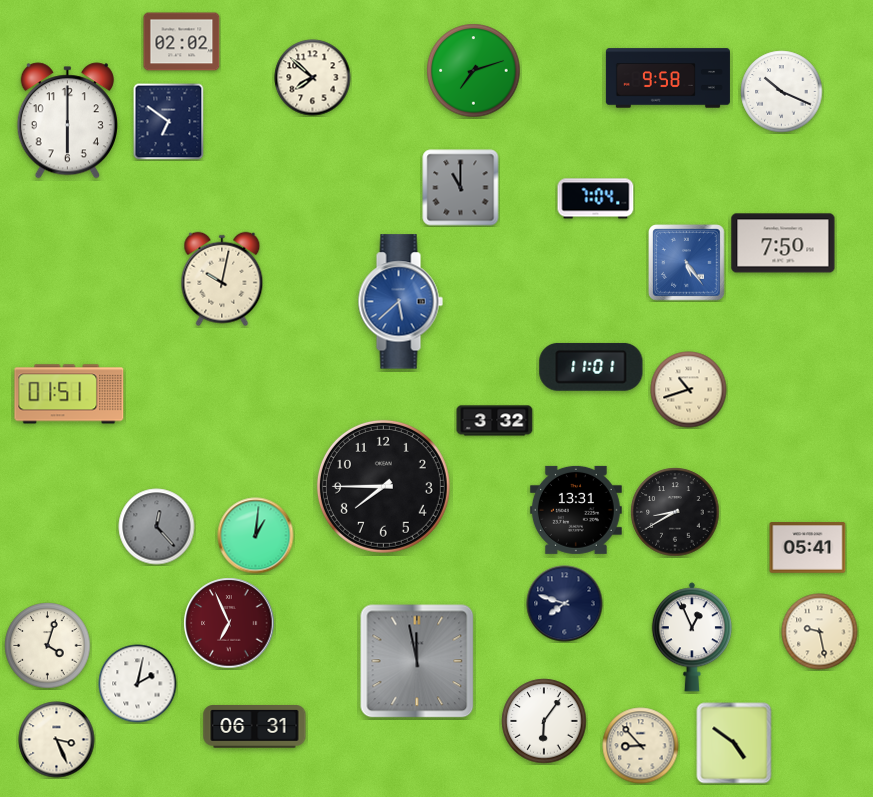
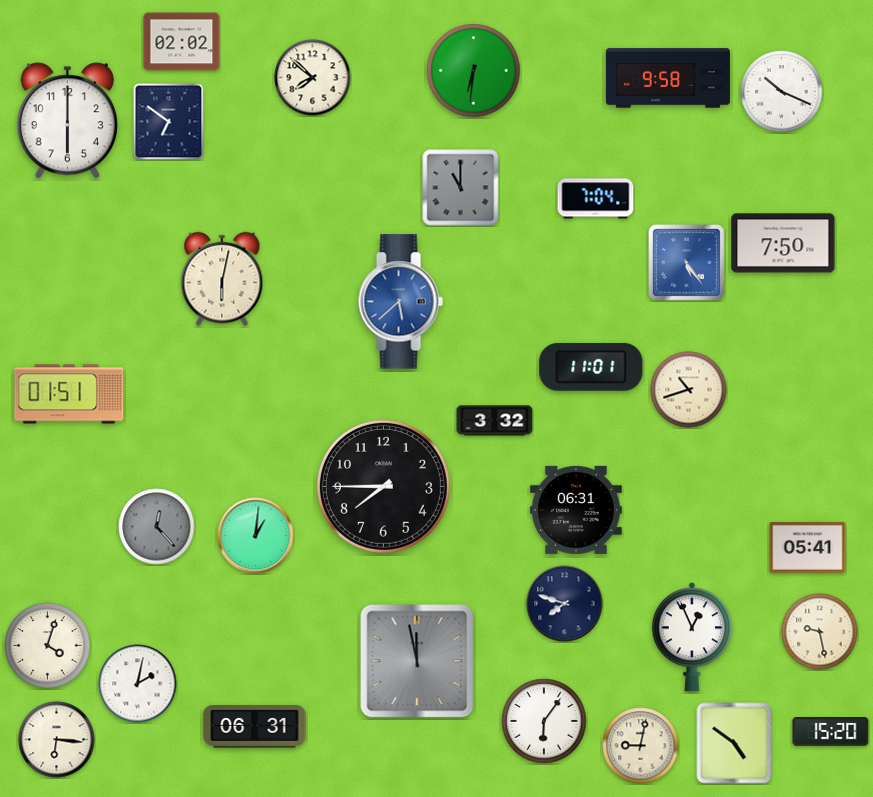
clock at (474, 71): 7:12 -> 6:31
clock at (222, 279): 10:02 -> 6:02
clock at (576, 510): 13:31 -> 06:31
clock at (675, 512): 8:40 -> none
clock at (229, 623): 6:56 -> none
clock at (831, 732): none -> 15:20
clock at (57, 740): 3:26 -> 6:16
clock at (641, 746): 8:53 -> 9:02
